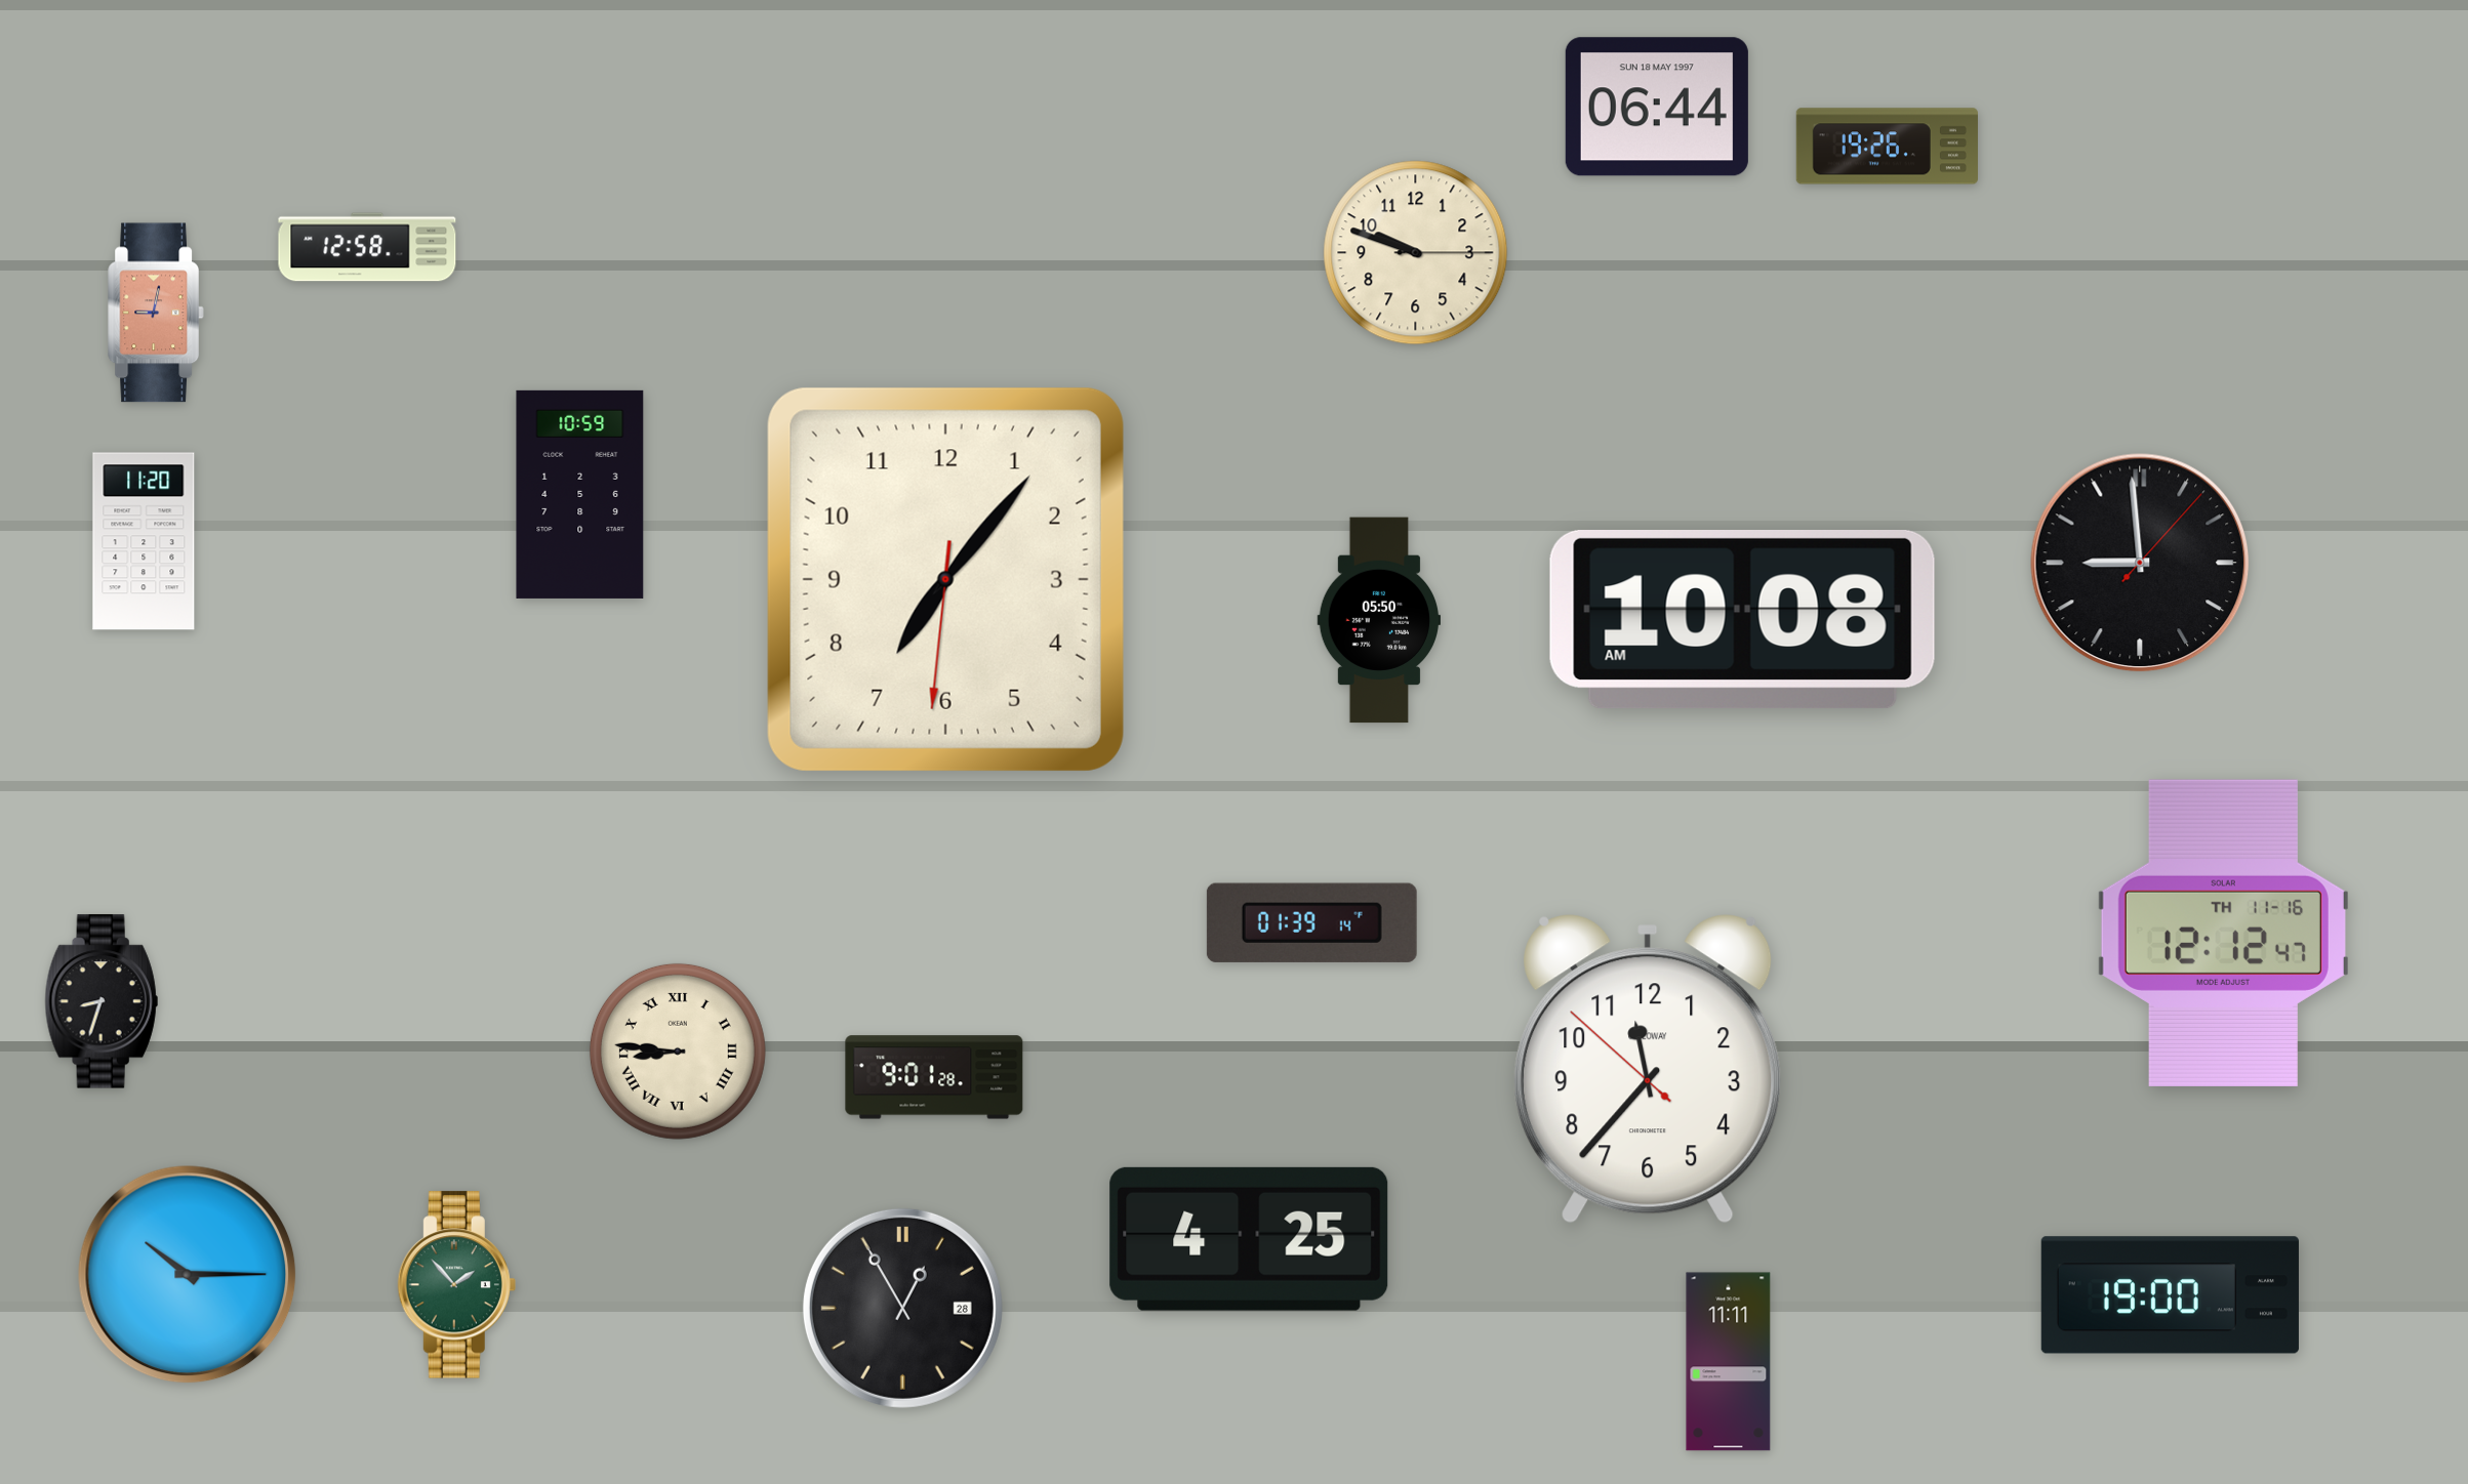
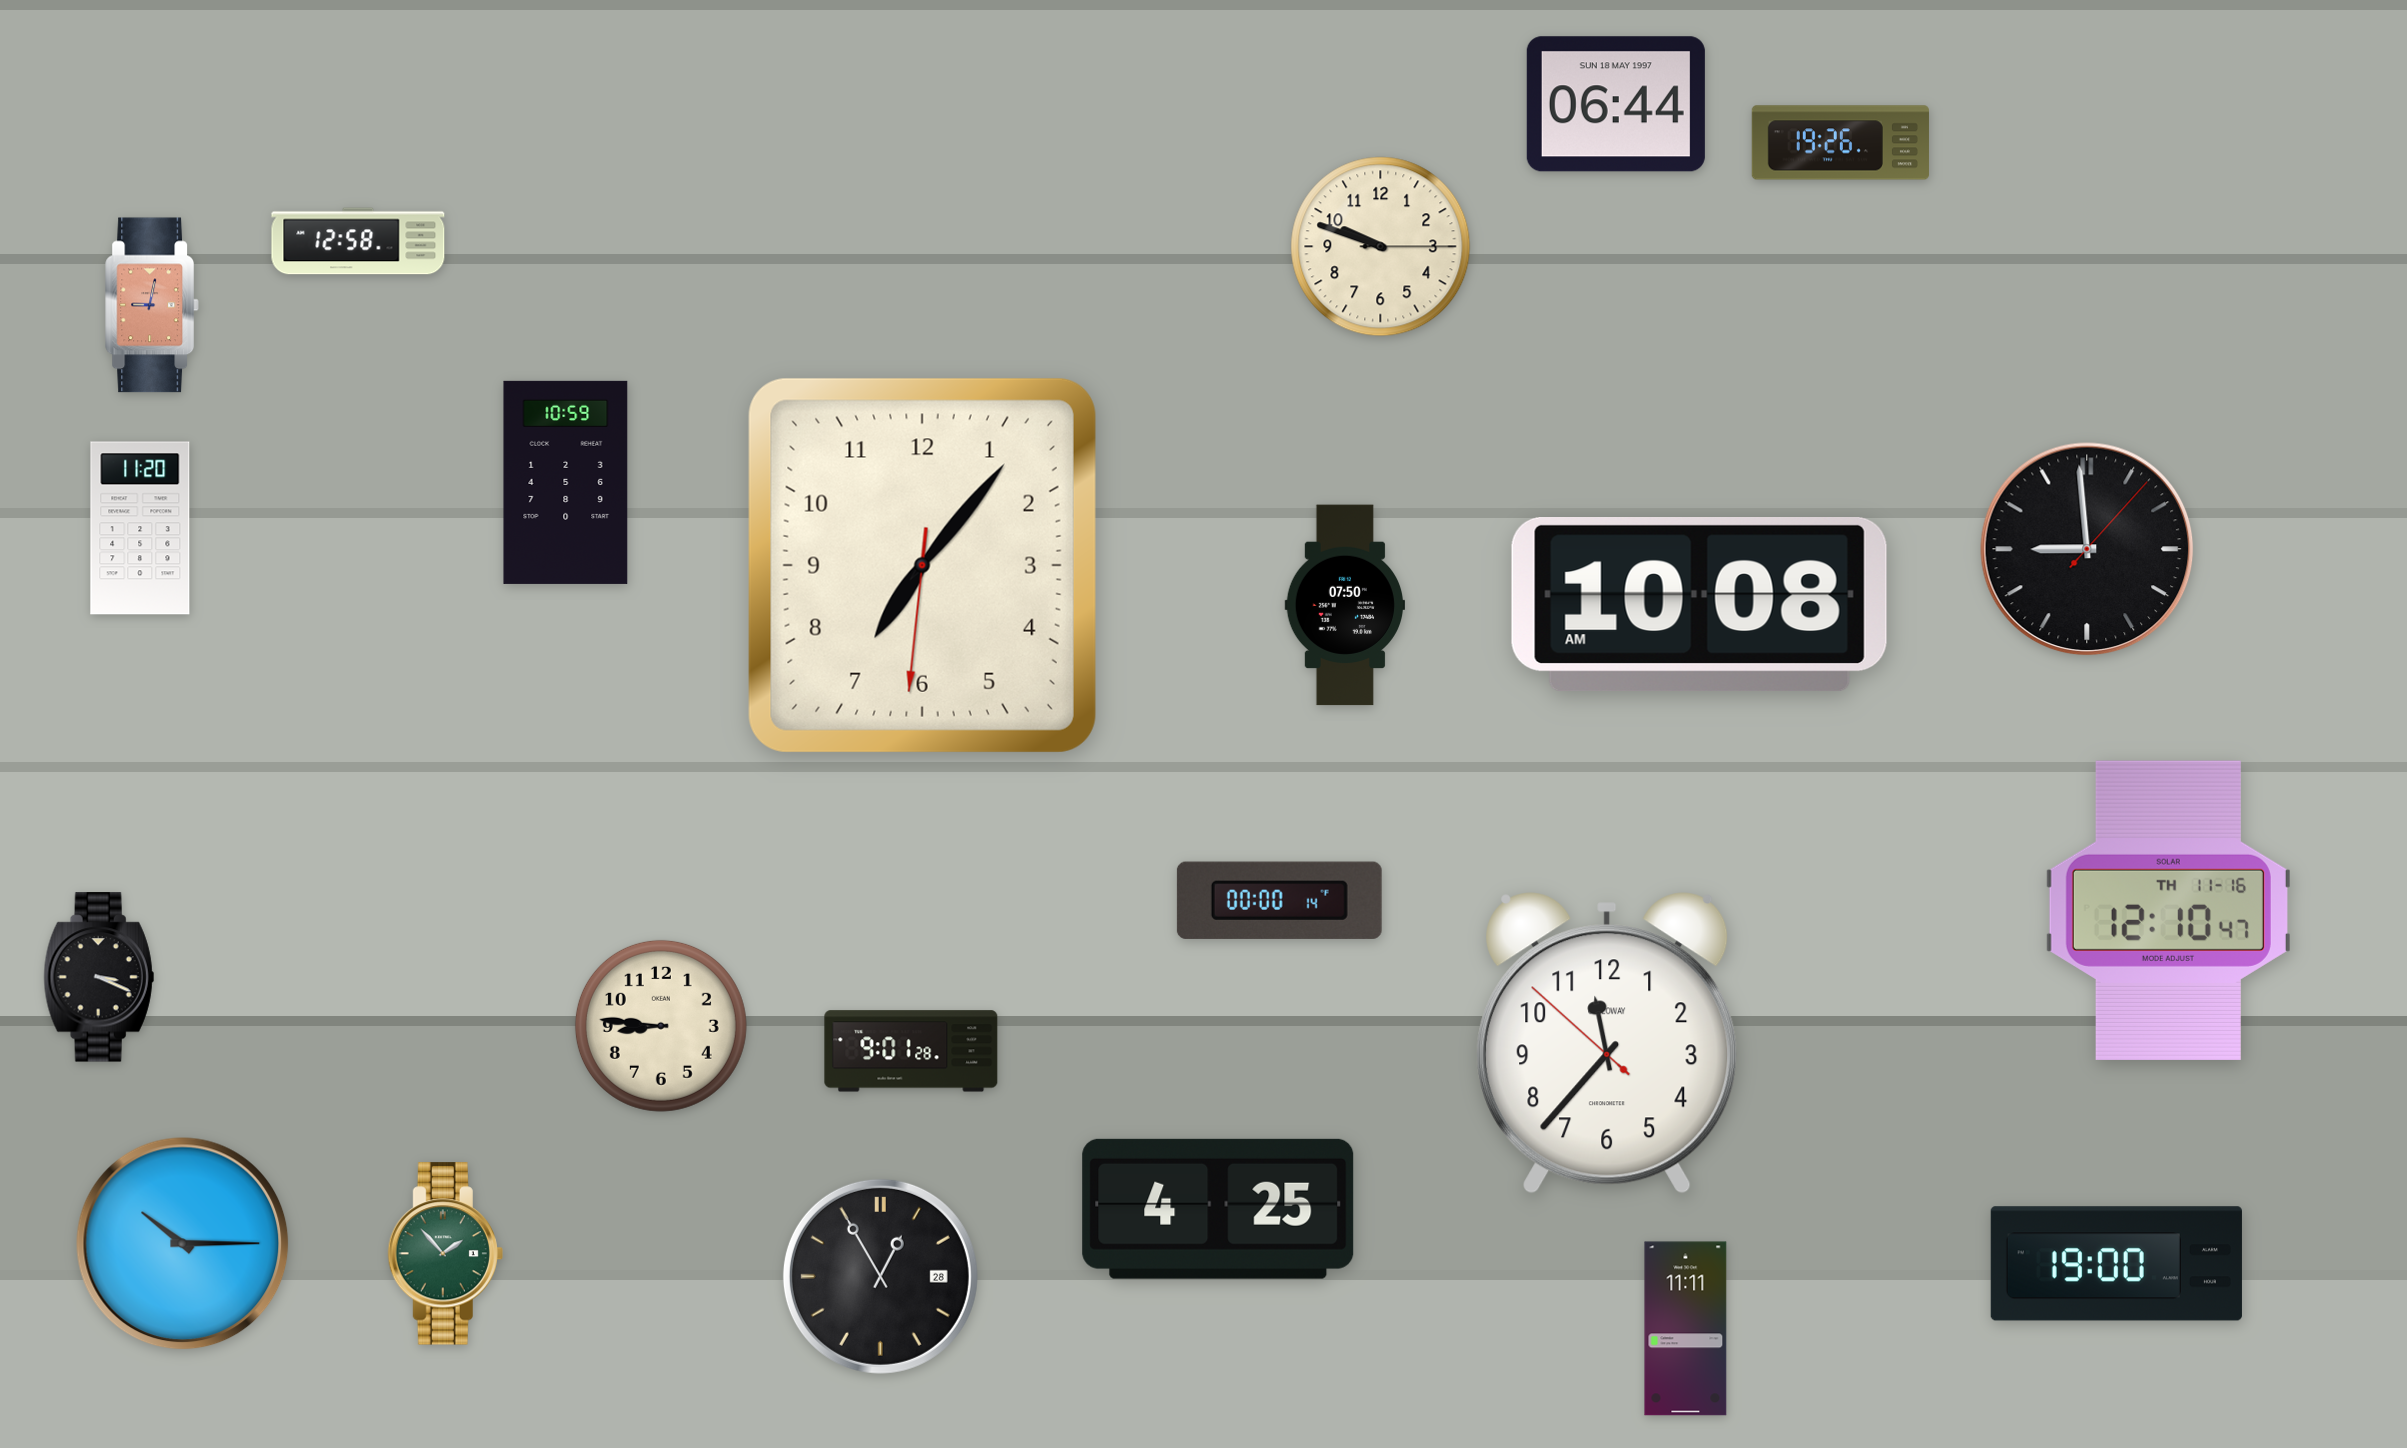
clock at (1378, 620): 05:50 -> 07:50
clock at (1311, 922): 01:39 -> 00:00
clock at (2223, 933): 12:12 -> 12:10
clock at (102, 1001): 8:33 -> 3:19
clock at (678, 1052) numerals: Roman -> Arabic
